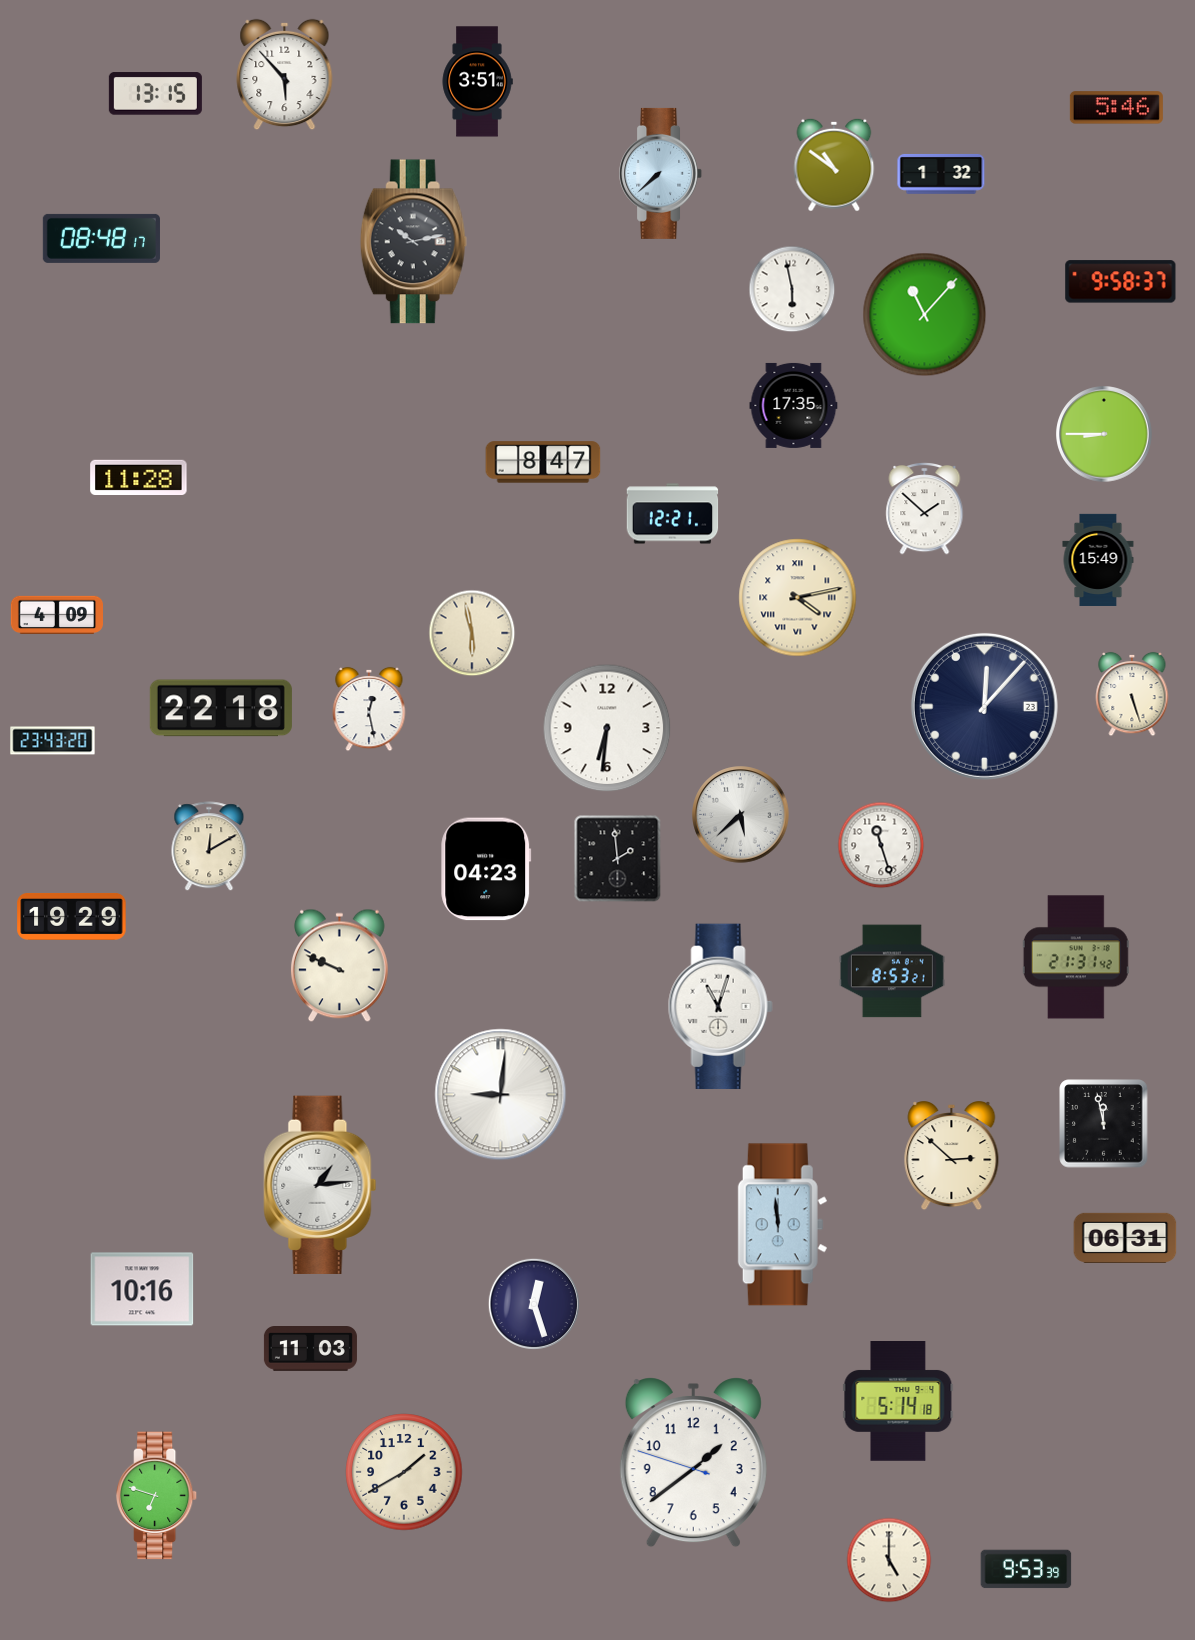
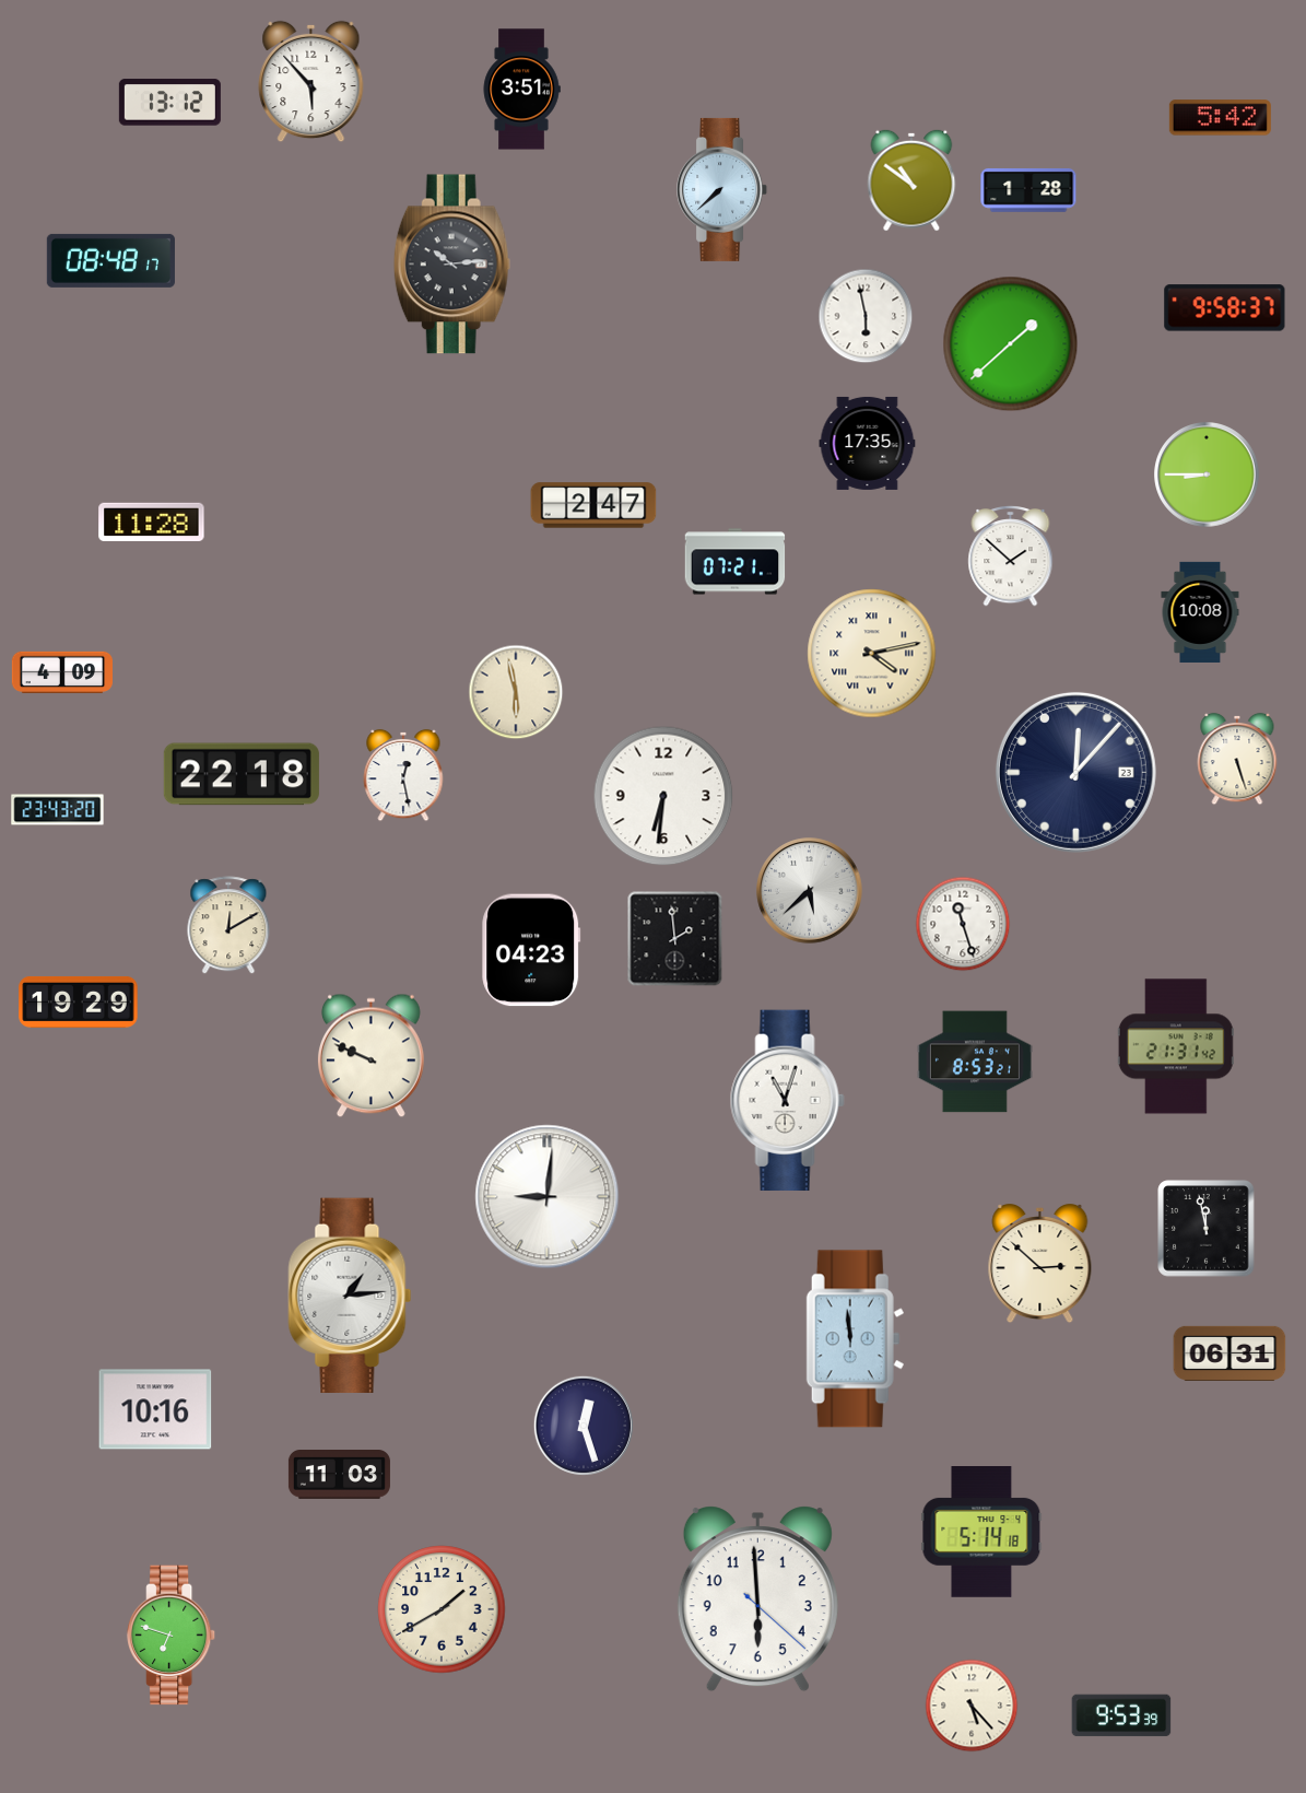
clock at (155, 94): 13:15 -> 13:12
clock at (1116, 108): 5:46 -> 5:42
clock at (941, 174): 1:32 -> 1:28
clock at (413, 242): 10:13 -> 10:14
clock at (925, 315): 11:07 -> 1:38
clock at (543, 462): 8:47 -> 2:47
clock at (673, 514): 12:21 -> 07:21
clock at (1098, 559): 15:49 -> 10:08
clock at (693, 1463): 1:38 -> 5:59
clock at (889, 1560): 5:00 -> 5:23
